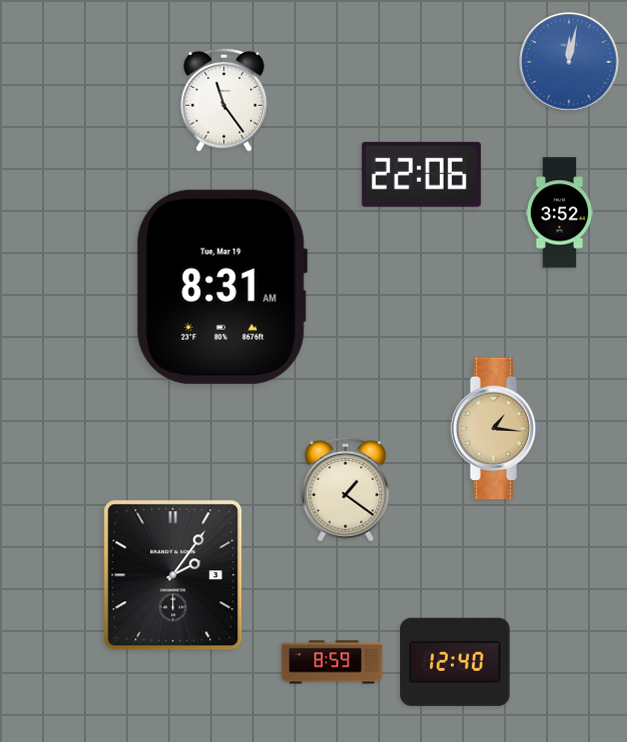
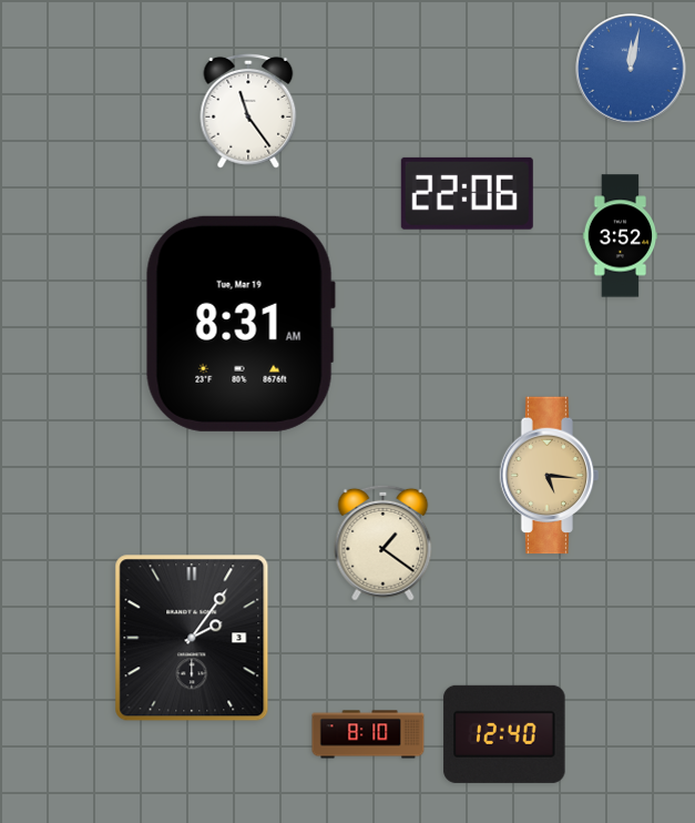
clock at (222, 287) position: (222, 287) -> (241, 324)
clock at (496, 429): 1:16 -> 5:16
clock at (332, 662): 8:59 -> 8:10
